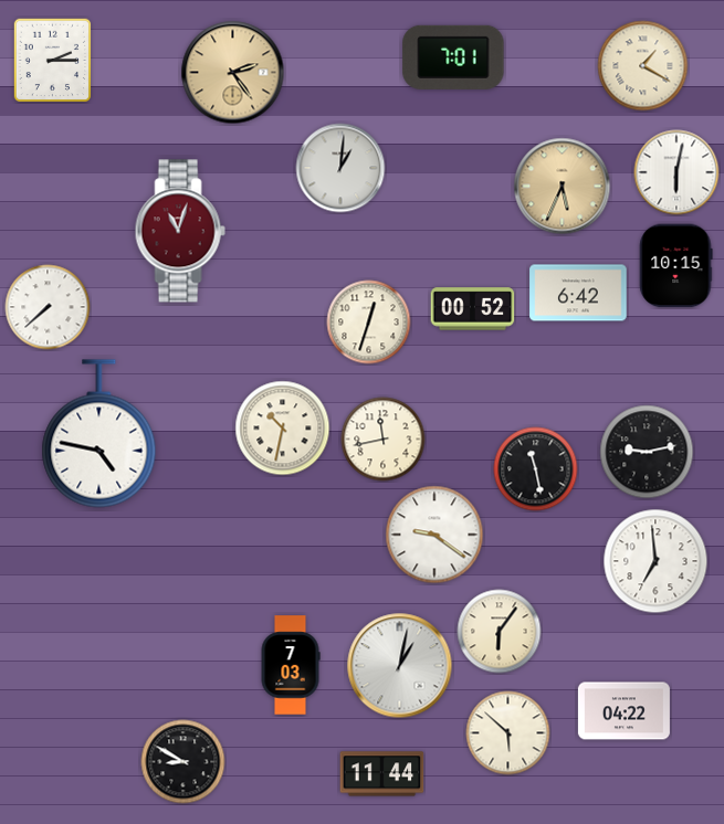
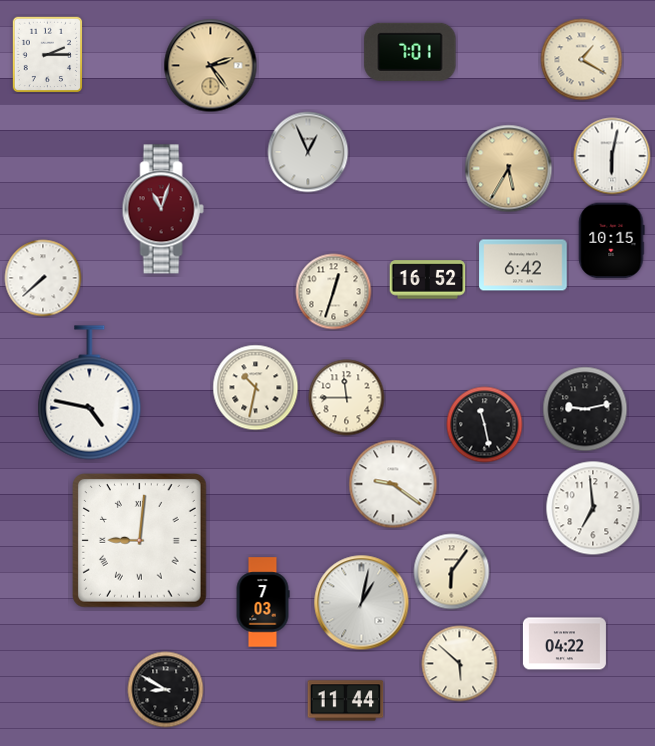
clock at (340, 168): 1:01 -> 12:56
clock at (563, 187): 5:34 -> 5:35
clock at (473, 309): 00:52 -> 16:52
clock at (384, 440): 11:43 -> 11:45
clock at (140, 541): none -> 9:01
